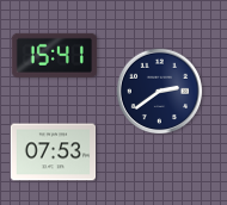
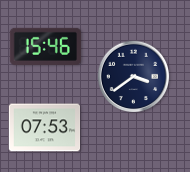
clock at (54, 55): 15:41 -> 15:46
clock at (160, 92): 2:39 -> 3:39
